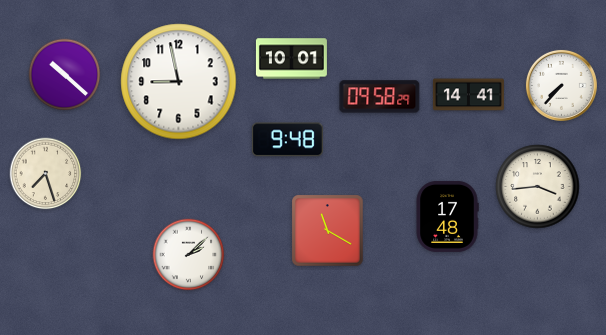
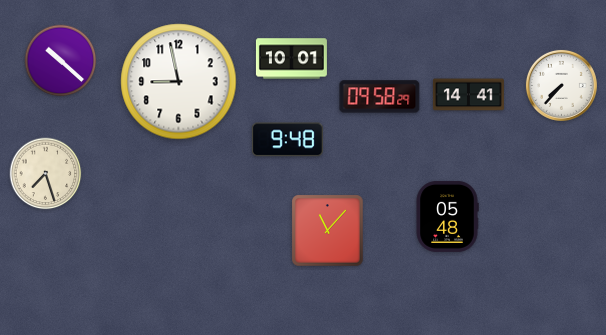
clock at (65, 75) position: (65, 75) -> (61, 61)
clock at (538, 187): 3:44 -> none
clock at (447, 216): 17:48 -> 05:48
clock at (328, 231): 11:20 -> 11:07
clock at (189, 255): 2:08 -> none
